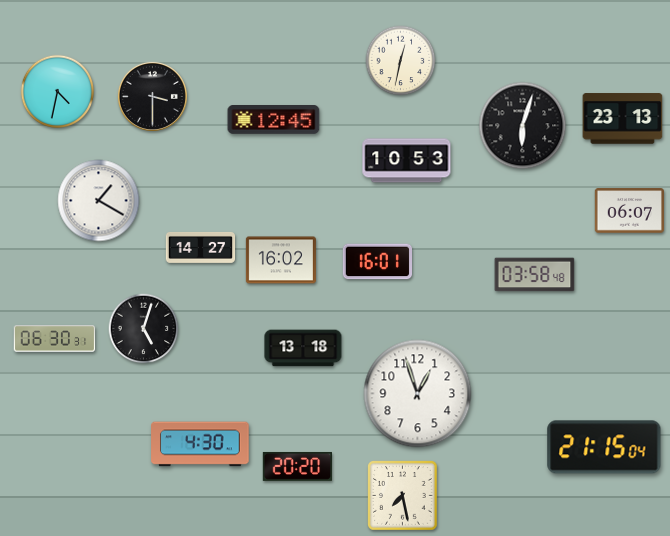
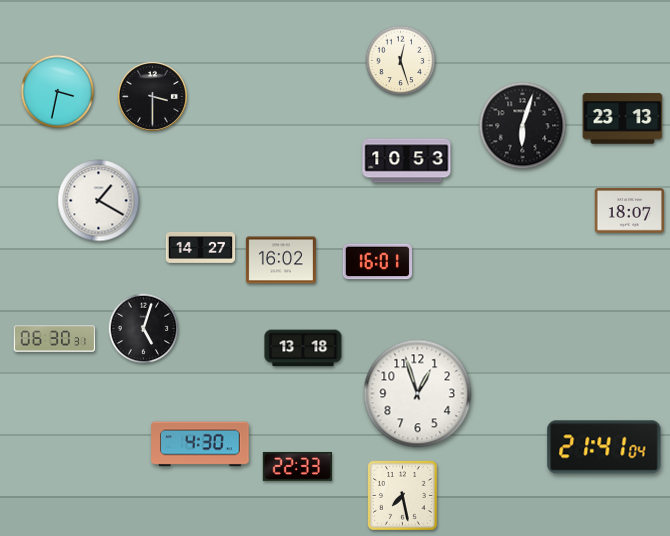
clock at (401, 61): 12:32 -> 12:27
clock at (57, 91): 4:32 -> 3:32
clock at (274, 120): 12:45 -> none
clock at (629, 211): 06:07 -> 18:07
clock at (535, 275): 03:58 -> none
clock at (604, 447): 21:15 -> 21:41
clock at (297, 466): 20:20 -> 22:33
